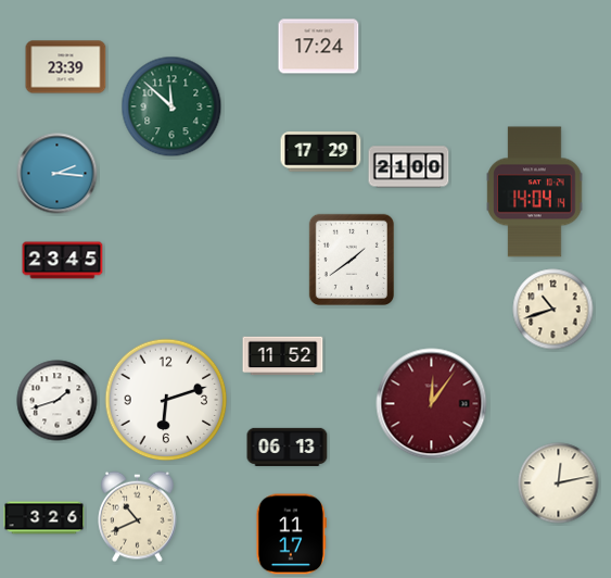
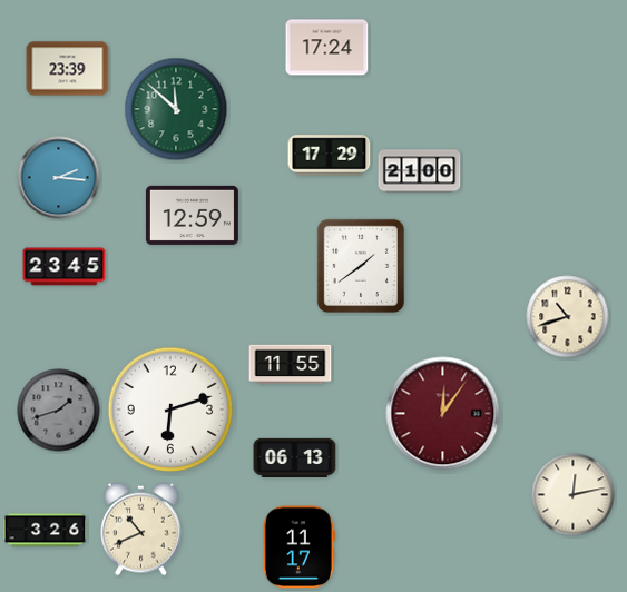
clock at (535, 192): 14:04 -> none
clock at (192, 215): none -> 12:59
clock at (283, 356): 11:52 -> 11:55
clock at (58, 401) dial: white -> grey
